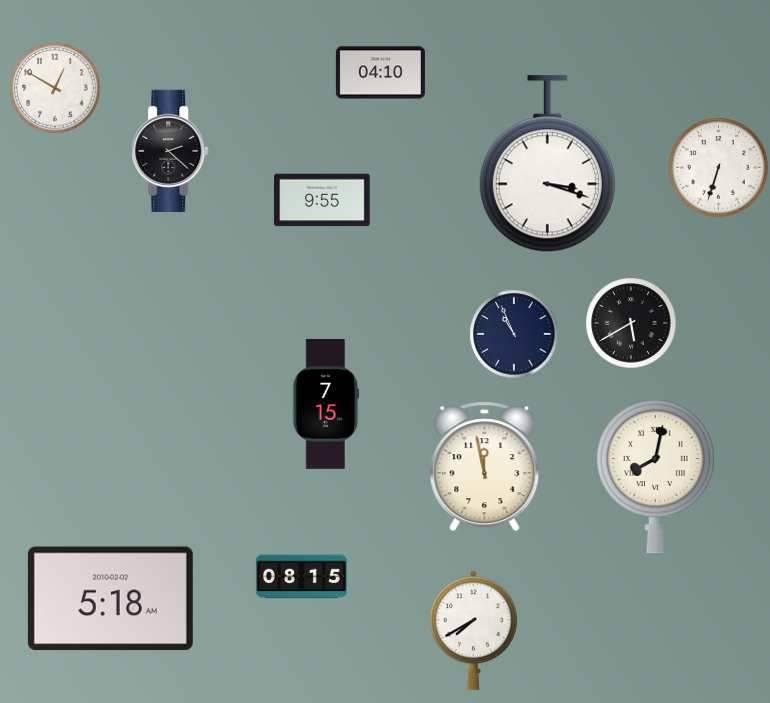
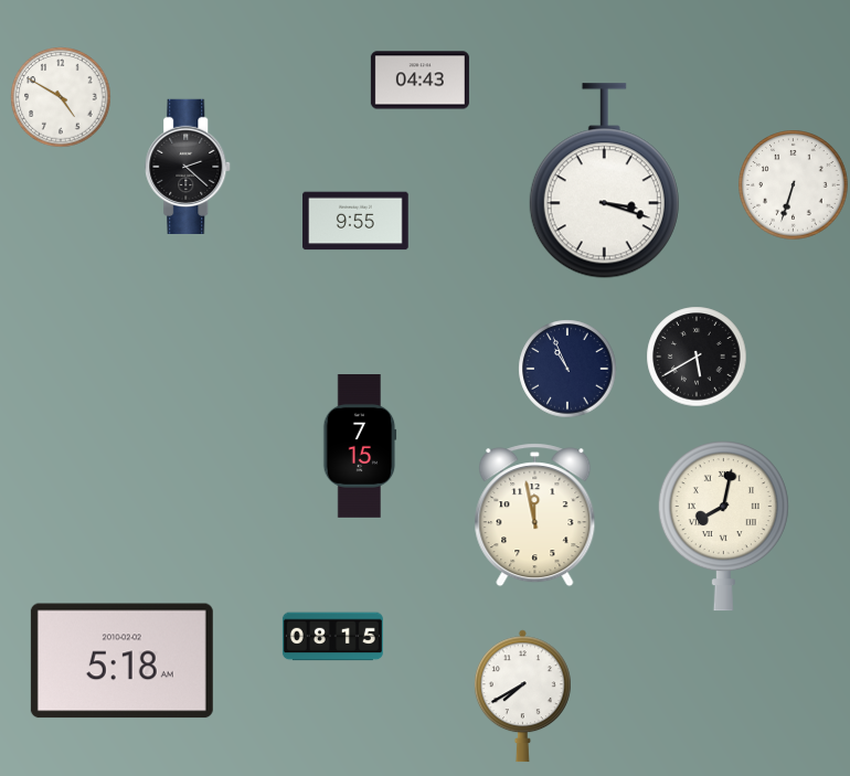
clock at (380, 73): 04:10 -> 04:43
clock at (55, 88): 12:50 -> 4:50
